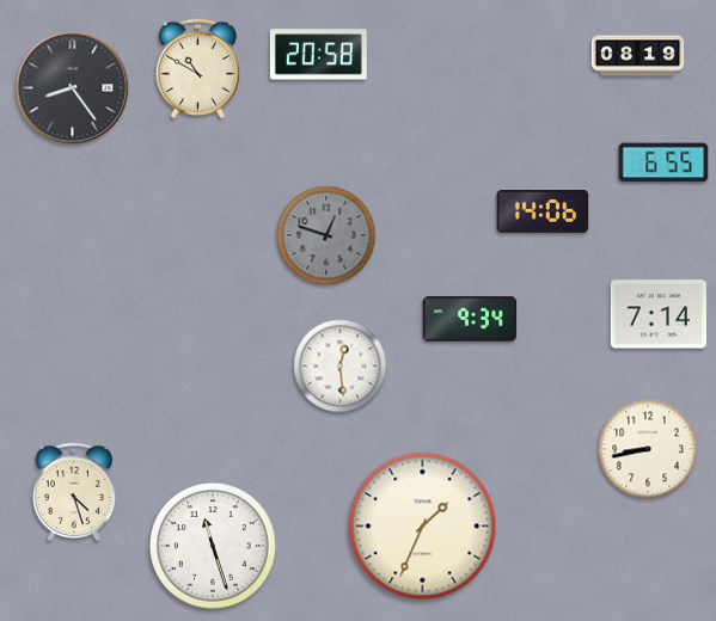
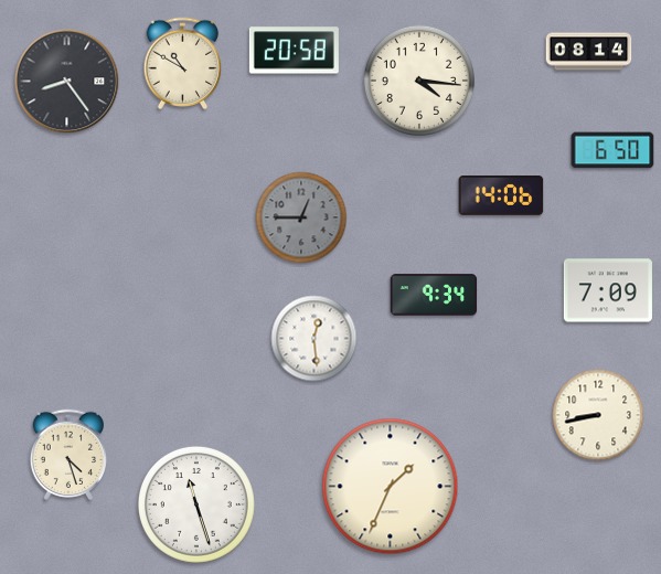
clock at (638, 56): 08:19 -> 08:14
clock at (419, 81): none -> 4:16
clock at (663, 162): 6:55 -> 6:50
clock at (326, 235): 12:48 -> 12:45
clock at (659, 314): 7:14 -> 7:09
